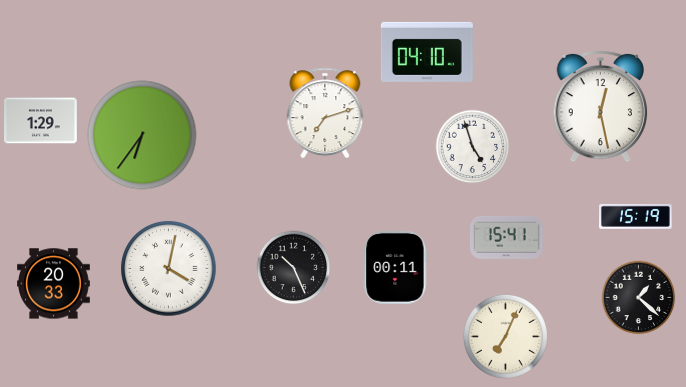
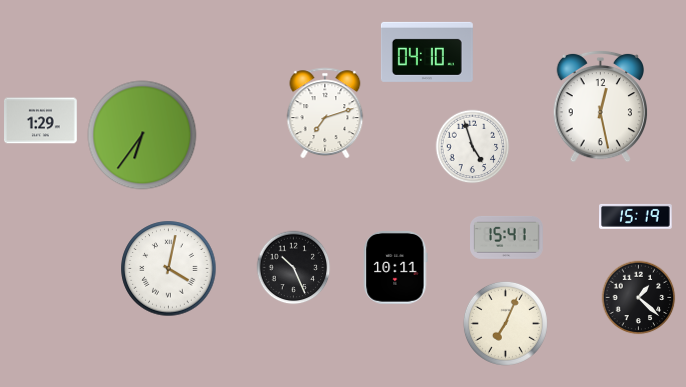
clock at (396, 268): 00:11 -> 10:11
clock at (54, 284): 20:33 -> none
clock at (505, 336) position: (505, 336) -> (505, 323)
